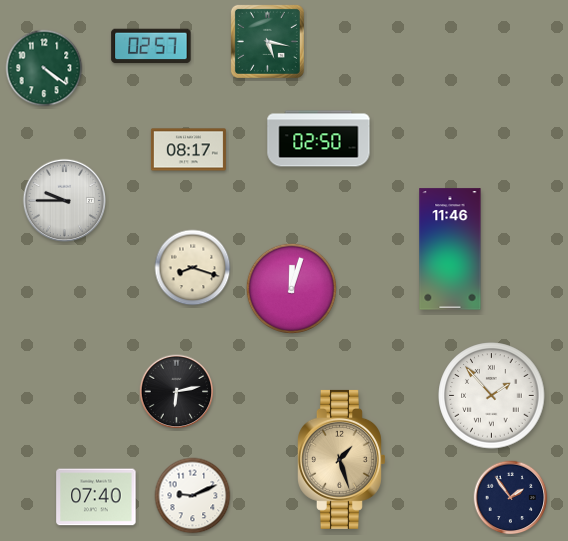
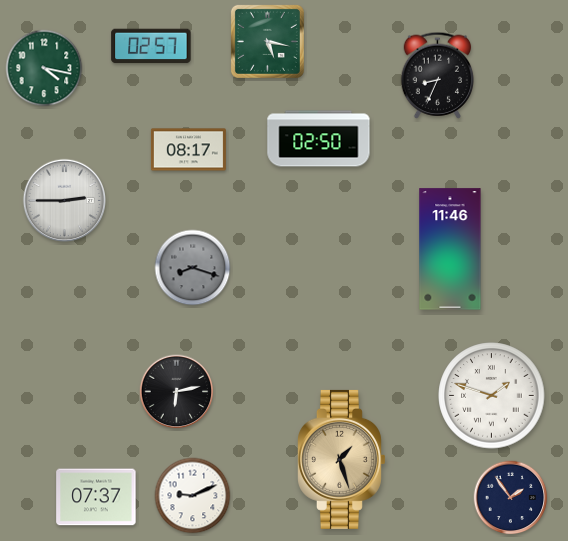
clock at (44, 68): 4:21 -> 4:17
clock at (438, 75): none -> 8:34
clock at (65, 201): 9:45 -> 2:45
clock at (193, 268) dial: cream -> grey
clock at (291, 288): 12:03 -> none
clock at (492, 396): 1:53 -> 1:48
clock at (96, 497): 07:40 -> 07:37
